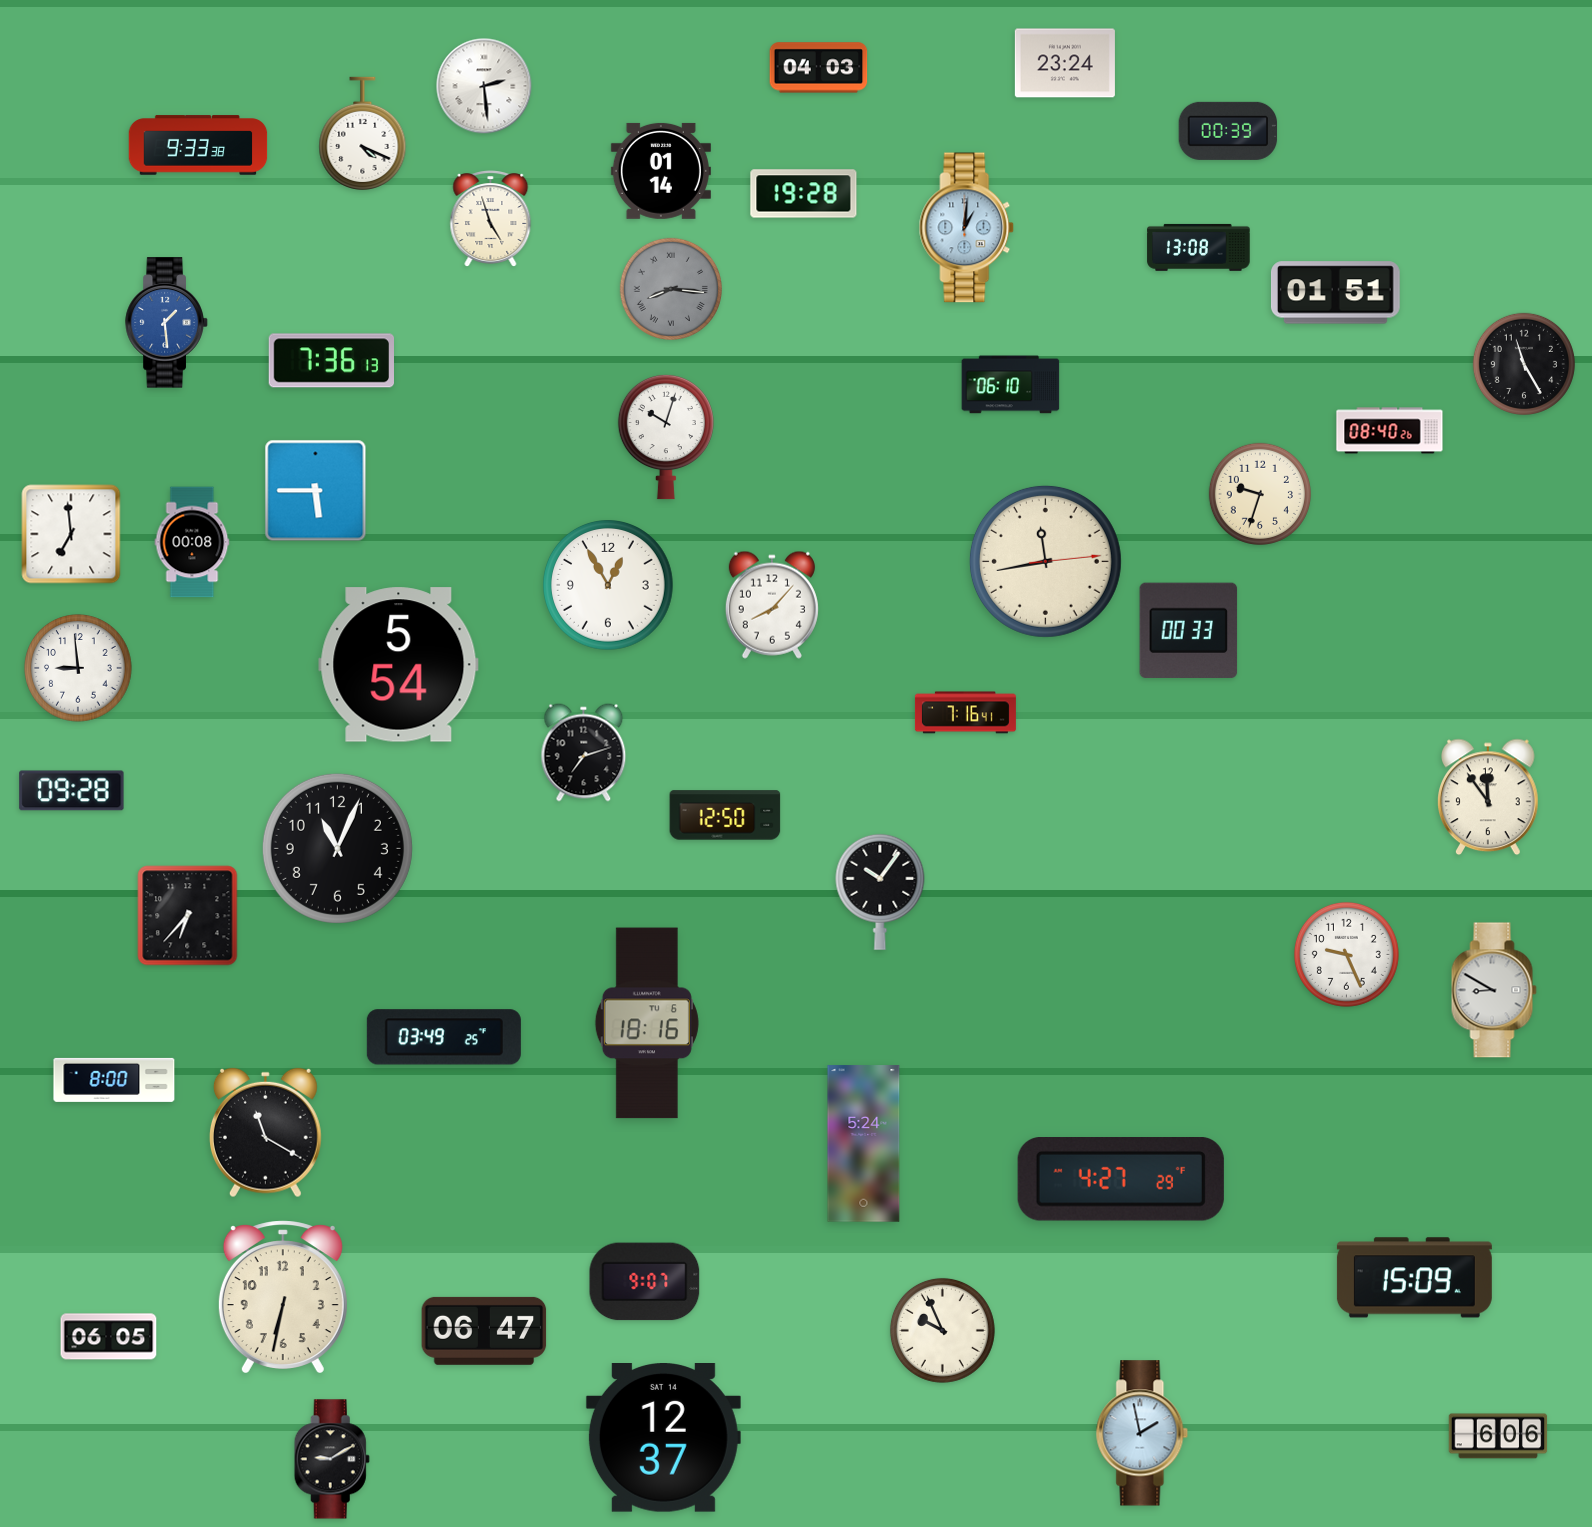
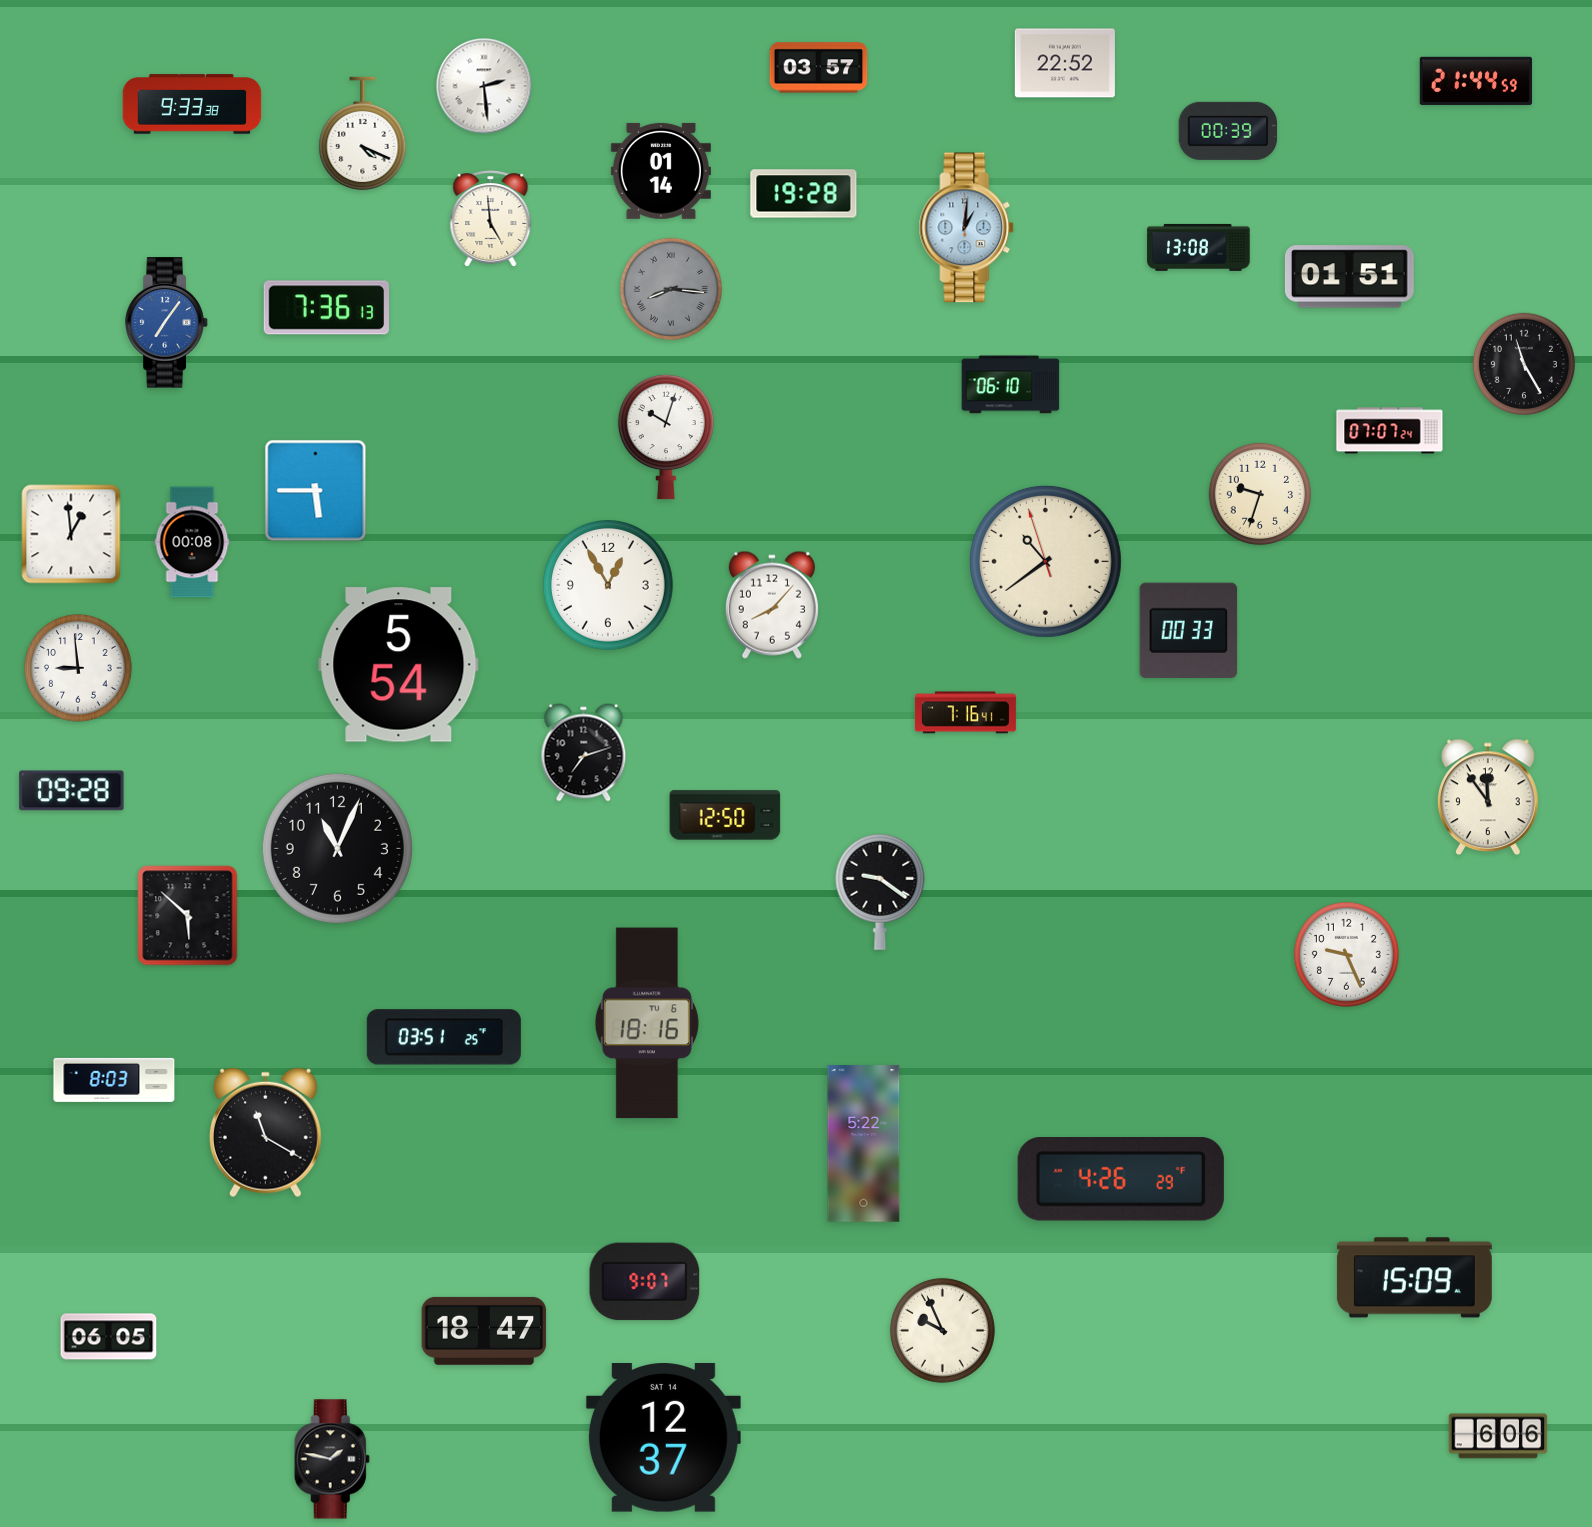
clock at (1065, 63): 23:24 -> 22:52
clock at (819, 68): 04:03 -> 03:57
clock at (1475, 80): none -> 21:44
clock at (198, 145) position: (198, 145) -> (192, 104)
clock at (491, 219): 4:57 -> 4:59
clock at (1335, 293) position: (1335, 293) -> (1349, 277)
clock at (167, 323): 1:29 -> 7:06
clock at (332, 361) position: (332, 361) -> (327, 308)
clock at (1390, 431): 08:40 -> 07:07
clock at (71, 534): 6:59 -> 12:59
clock at (1045, 561): 11:43 -> 10:38
clock at (880, 892): 10:06 -> 9:21
clock at (188, 916): 6:37 -> 5:52
clock at (1494, 990): 8:50 -> none
clock at (444, 1037): 03:49 -> 03:51
clock at (114, 1080): 8:00 -> 8:03
clock at (864, 1144): 5:24 -> 5:22
clock at (1121, 1180): 4:27 -> 4:26
clock at (283, 1296): 6:32 -> none
clock at (484, 1331): 06:47 -> 18:47
clock at (1142, 1433): 1:58 -> none
clock at (332, 1459): 9:10 -> 1:47
